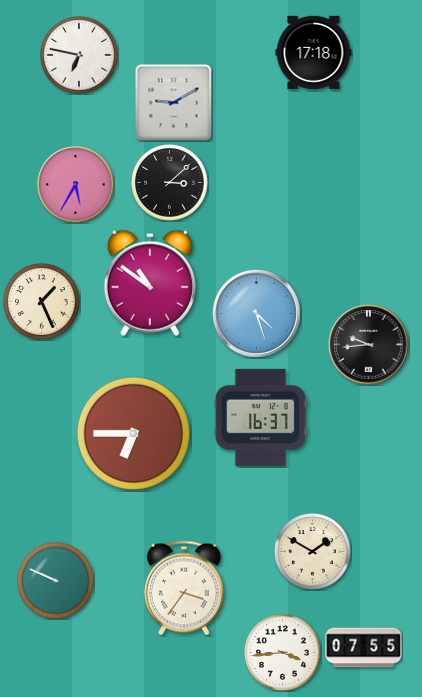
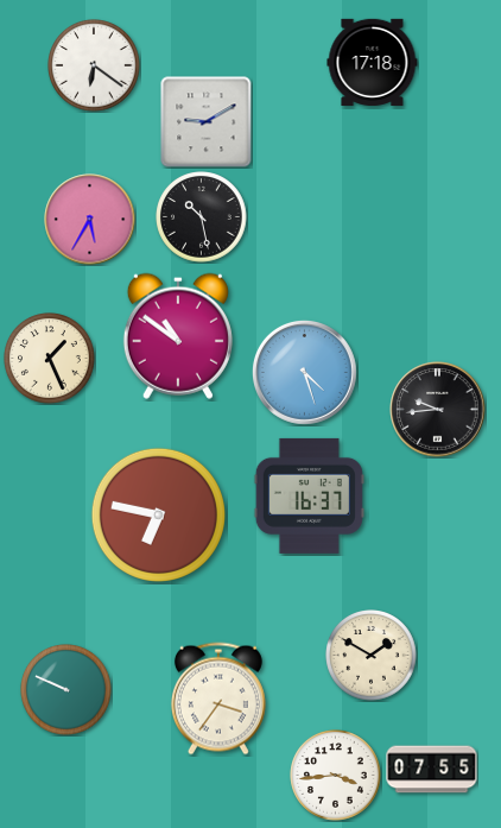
clock at (79, 55): 6:47 -> 6:21
clock at (170, 183): 3:08 -> 10:28
clock at (133, 433): 6:45 -> 6:47
